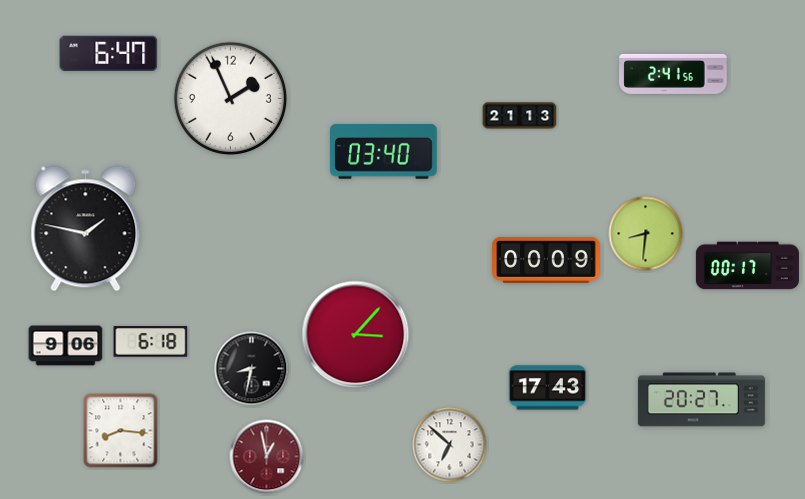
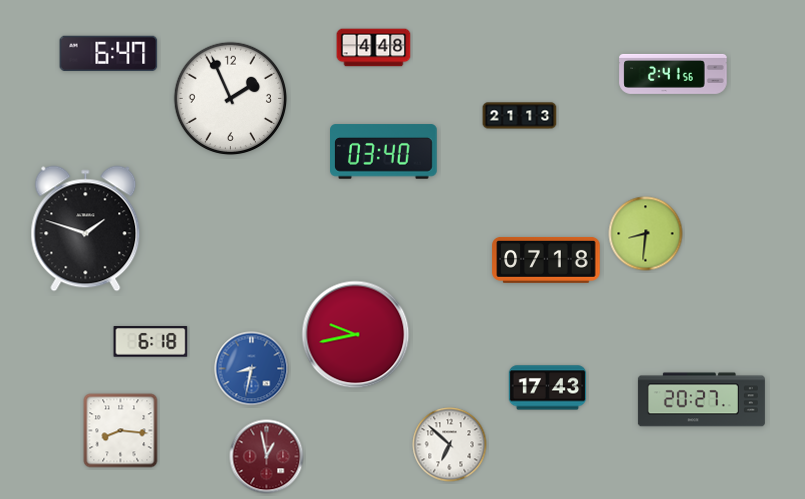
clock at (374, 48): none -> 4:48
clock at (86, 229): 1:47 -> 1:48
clock at (546, 260): 00:09 -> 07:18
clock at (747, 266): 00:17 -> none
clock at (356, 335): 3:07 -> 9:43
clock at (66, 346): 9:06 -> none
clock at (252, 369) dial: black -> blue
